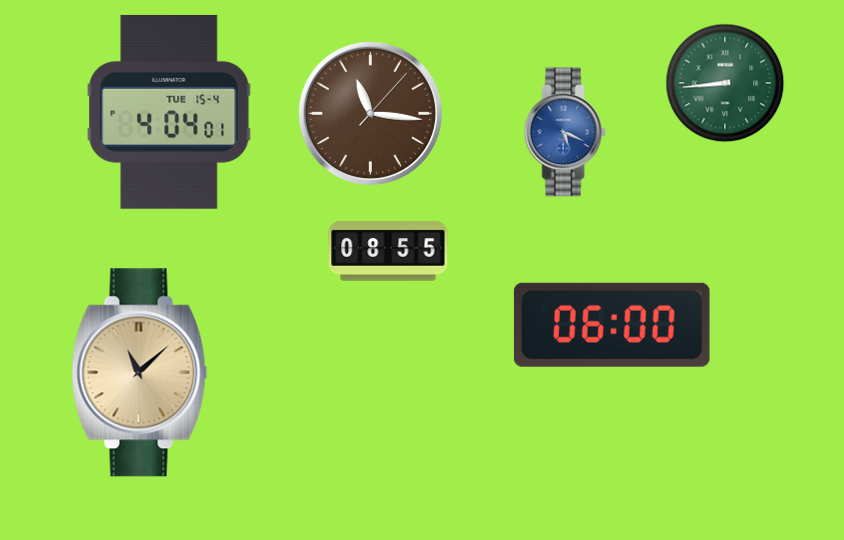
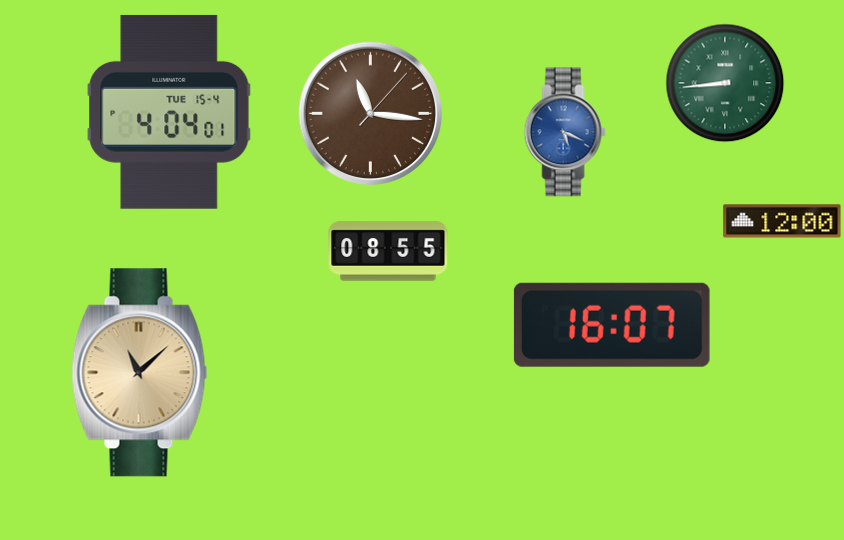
clock at (782, 221): none -> 12:00
clock at (612, 325): 06:00 -> 16:07
